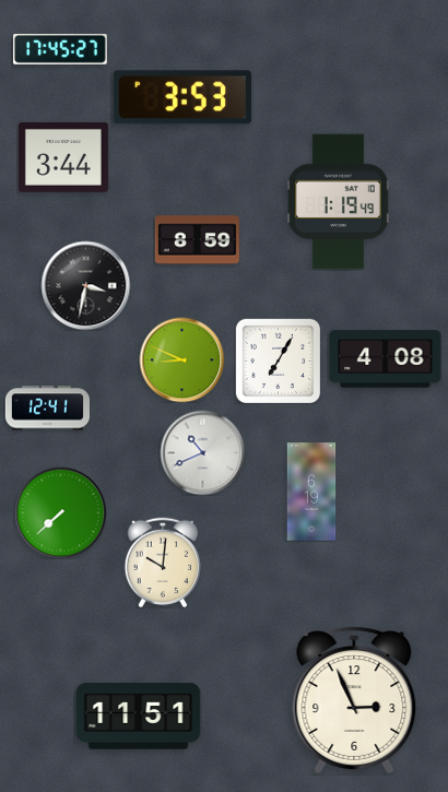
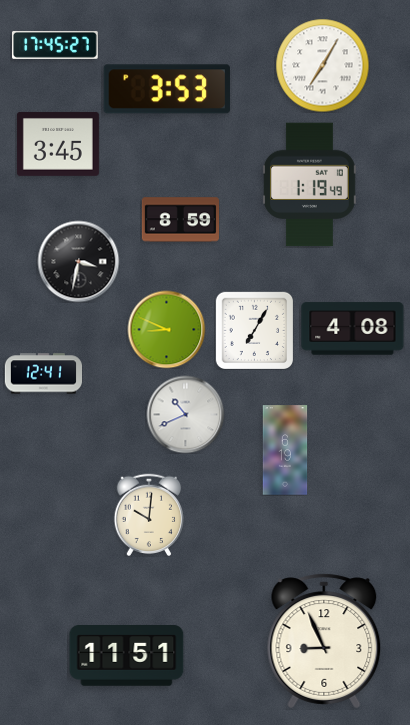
clock at (322, 65): none -> 7:05
clock at (63, 157): 3:44 -> 3:45
clock at (60, 512): 7:38 -> none
clock at (354, 700): 2:56 -> 8:56
